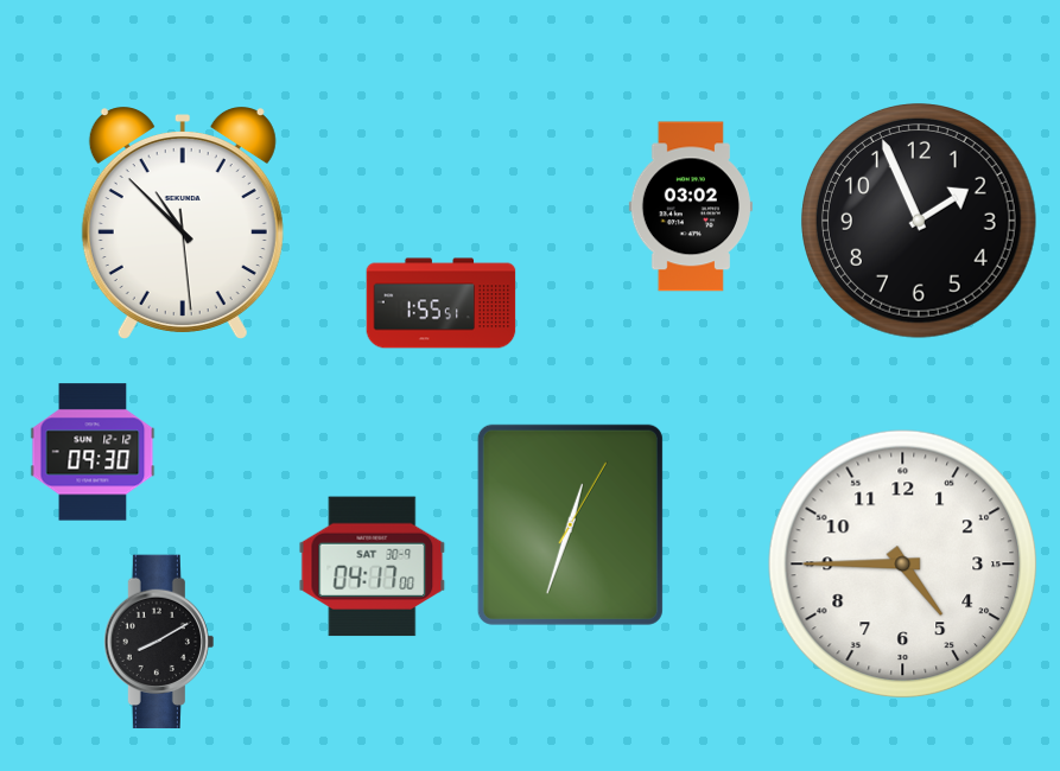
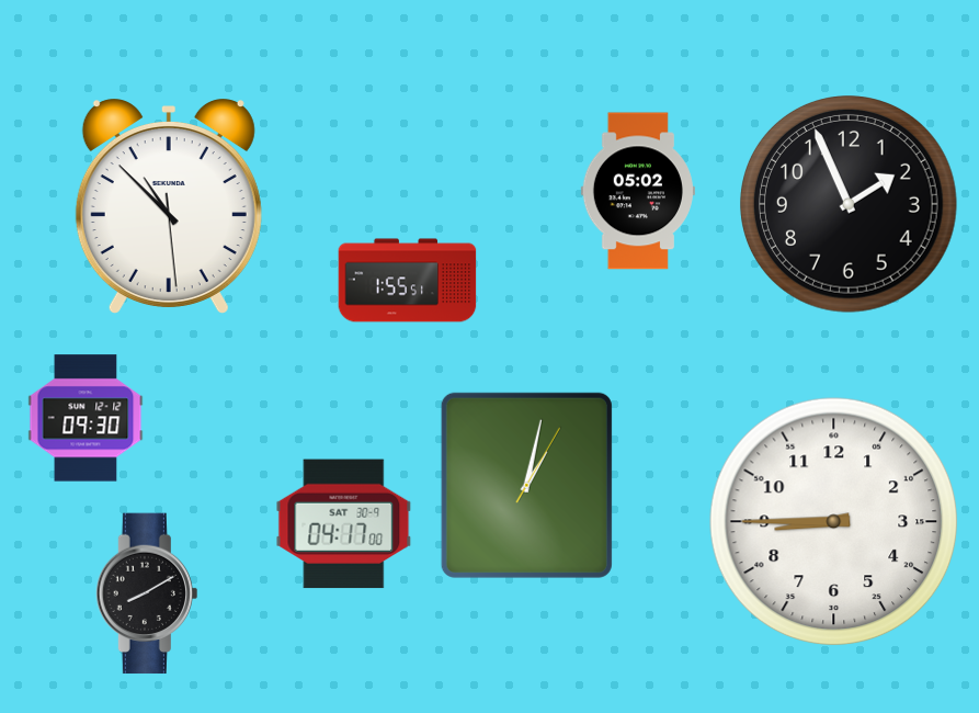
clock at (691, 206): 03:02 -> 05:02
clock at (570, 524): 12:33 -> 1:02
clock at (903, 565): 4:45 -> 8:45
